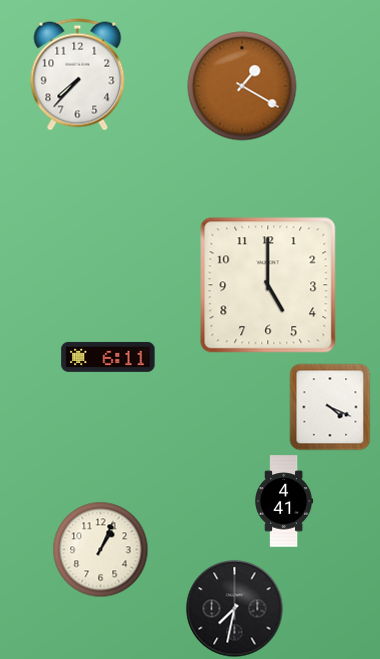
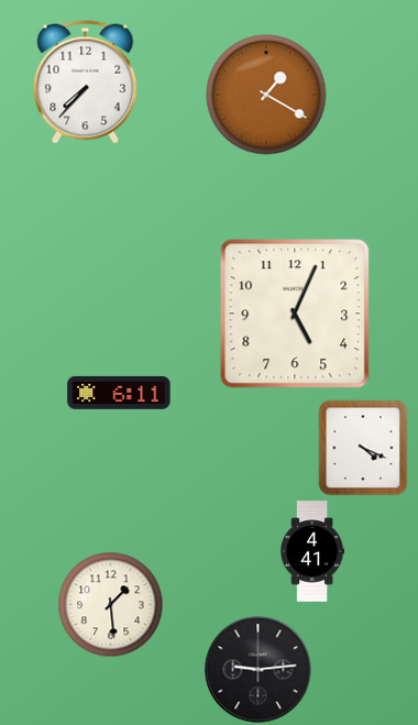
clock at (268, 285): 5:00 -> 5:04
clock at (101, 550): 1:04 -> 1:29
clock at (235, 609): 7:32 -> 9:14
